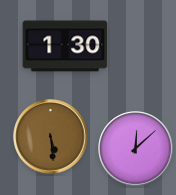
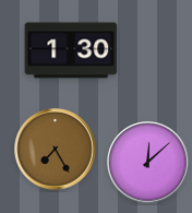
clock at (51, 137): 5:29 -> 7:25
